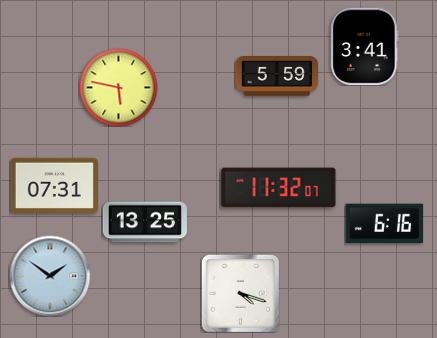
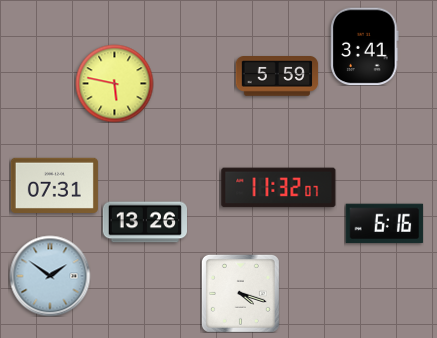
clock at (118, 87) position: (118, 87) -> (114, 83)
clock at (144, 222): 13:25 -> 13:26
